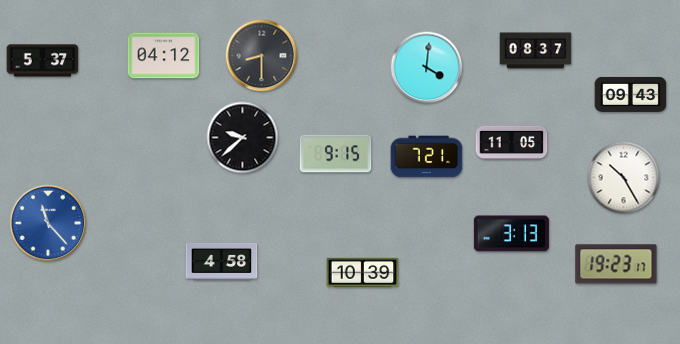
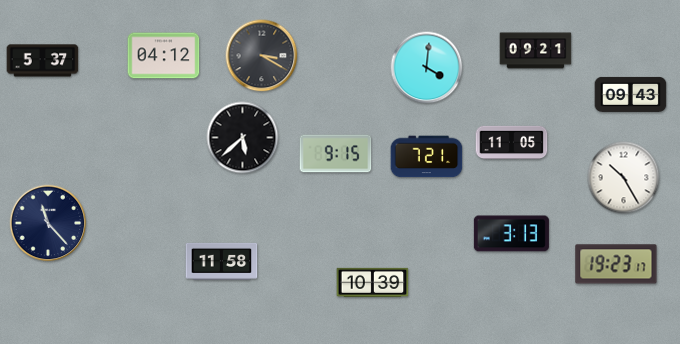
clock at (536, 51): 08:37 -> 09:21
clock at (262, 56): 8:30 -> 3:20
clock at (243, 138): 9:38 -> 5:38
clock at (48, 223) dial: blue -> navy
clock at (222, 261): 4:58 -> 11:58
clock at (363, 272) position: (363, 272) -> (373, 282)
